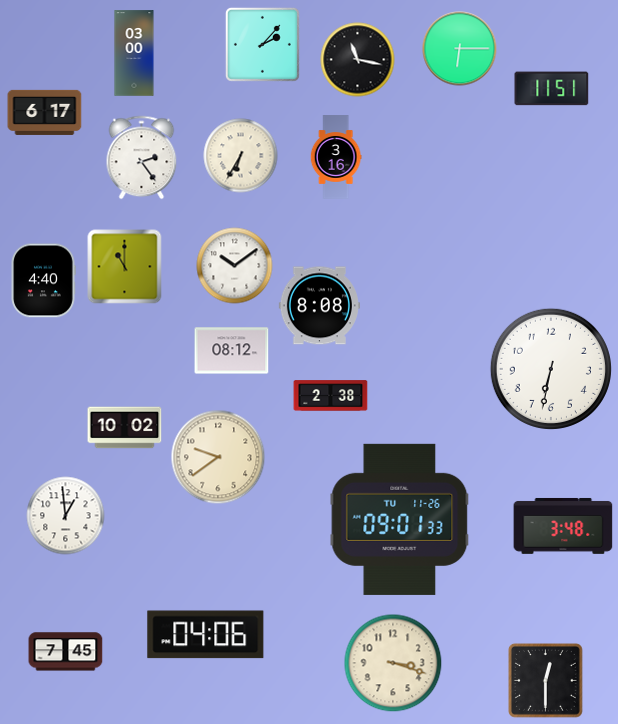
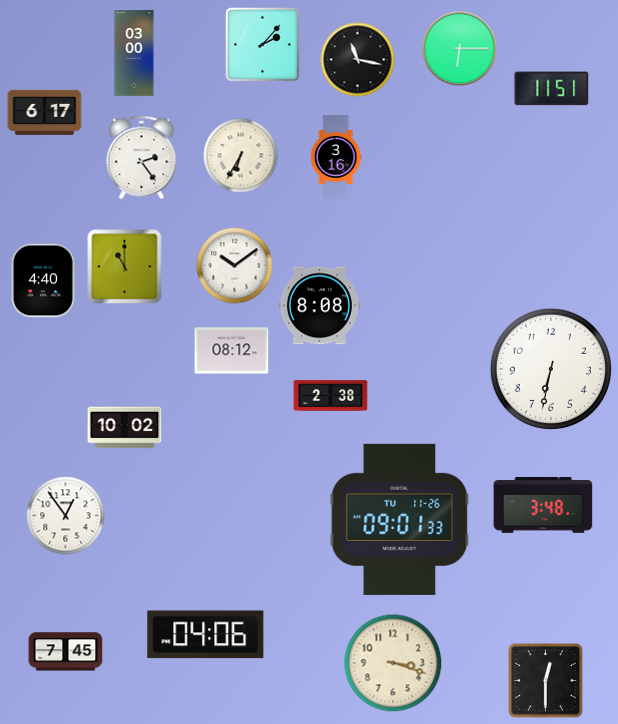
clock at (218, 457): 9:39 -> none
clock at (66, 516): 12:59 -> 12:54
clock at (563, 526) position: (563, 526) -> (543, 505)
